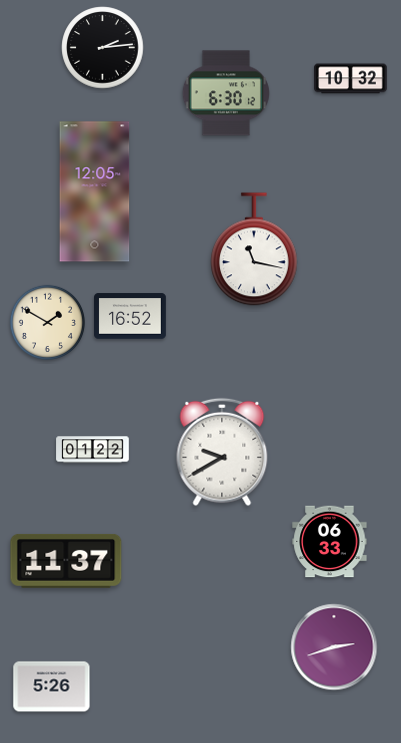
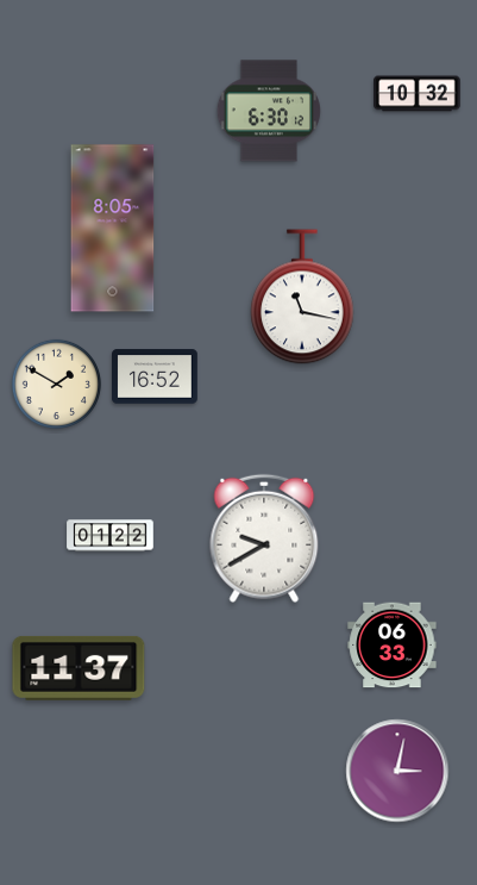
clock at (103, 48): 2:14 -> none
clock at (95, 192): 12:05 -> 8:05
clock at (334, 647): 2:42 -> 3:02
clock at (52, 687): 5:26 -> none
